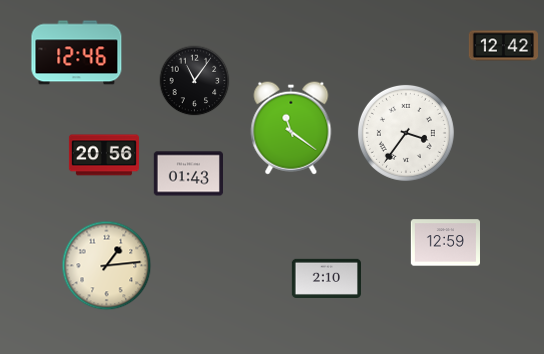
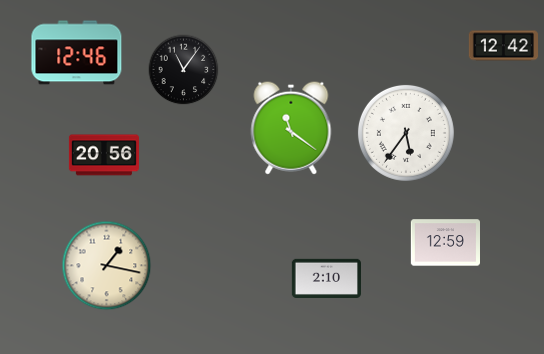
clock at (195, 81) position: (195, 81) -> (184, 70)
clock at (406, 133): 3:36 -> 5:36
clock at (188, 174): 01:43 -> none
clock at (107, 266): 1:14 -> 1:17
